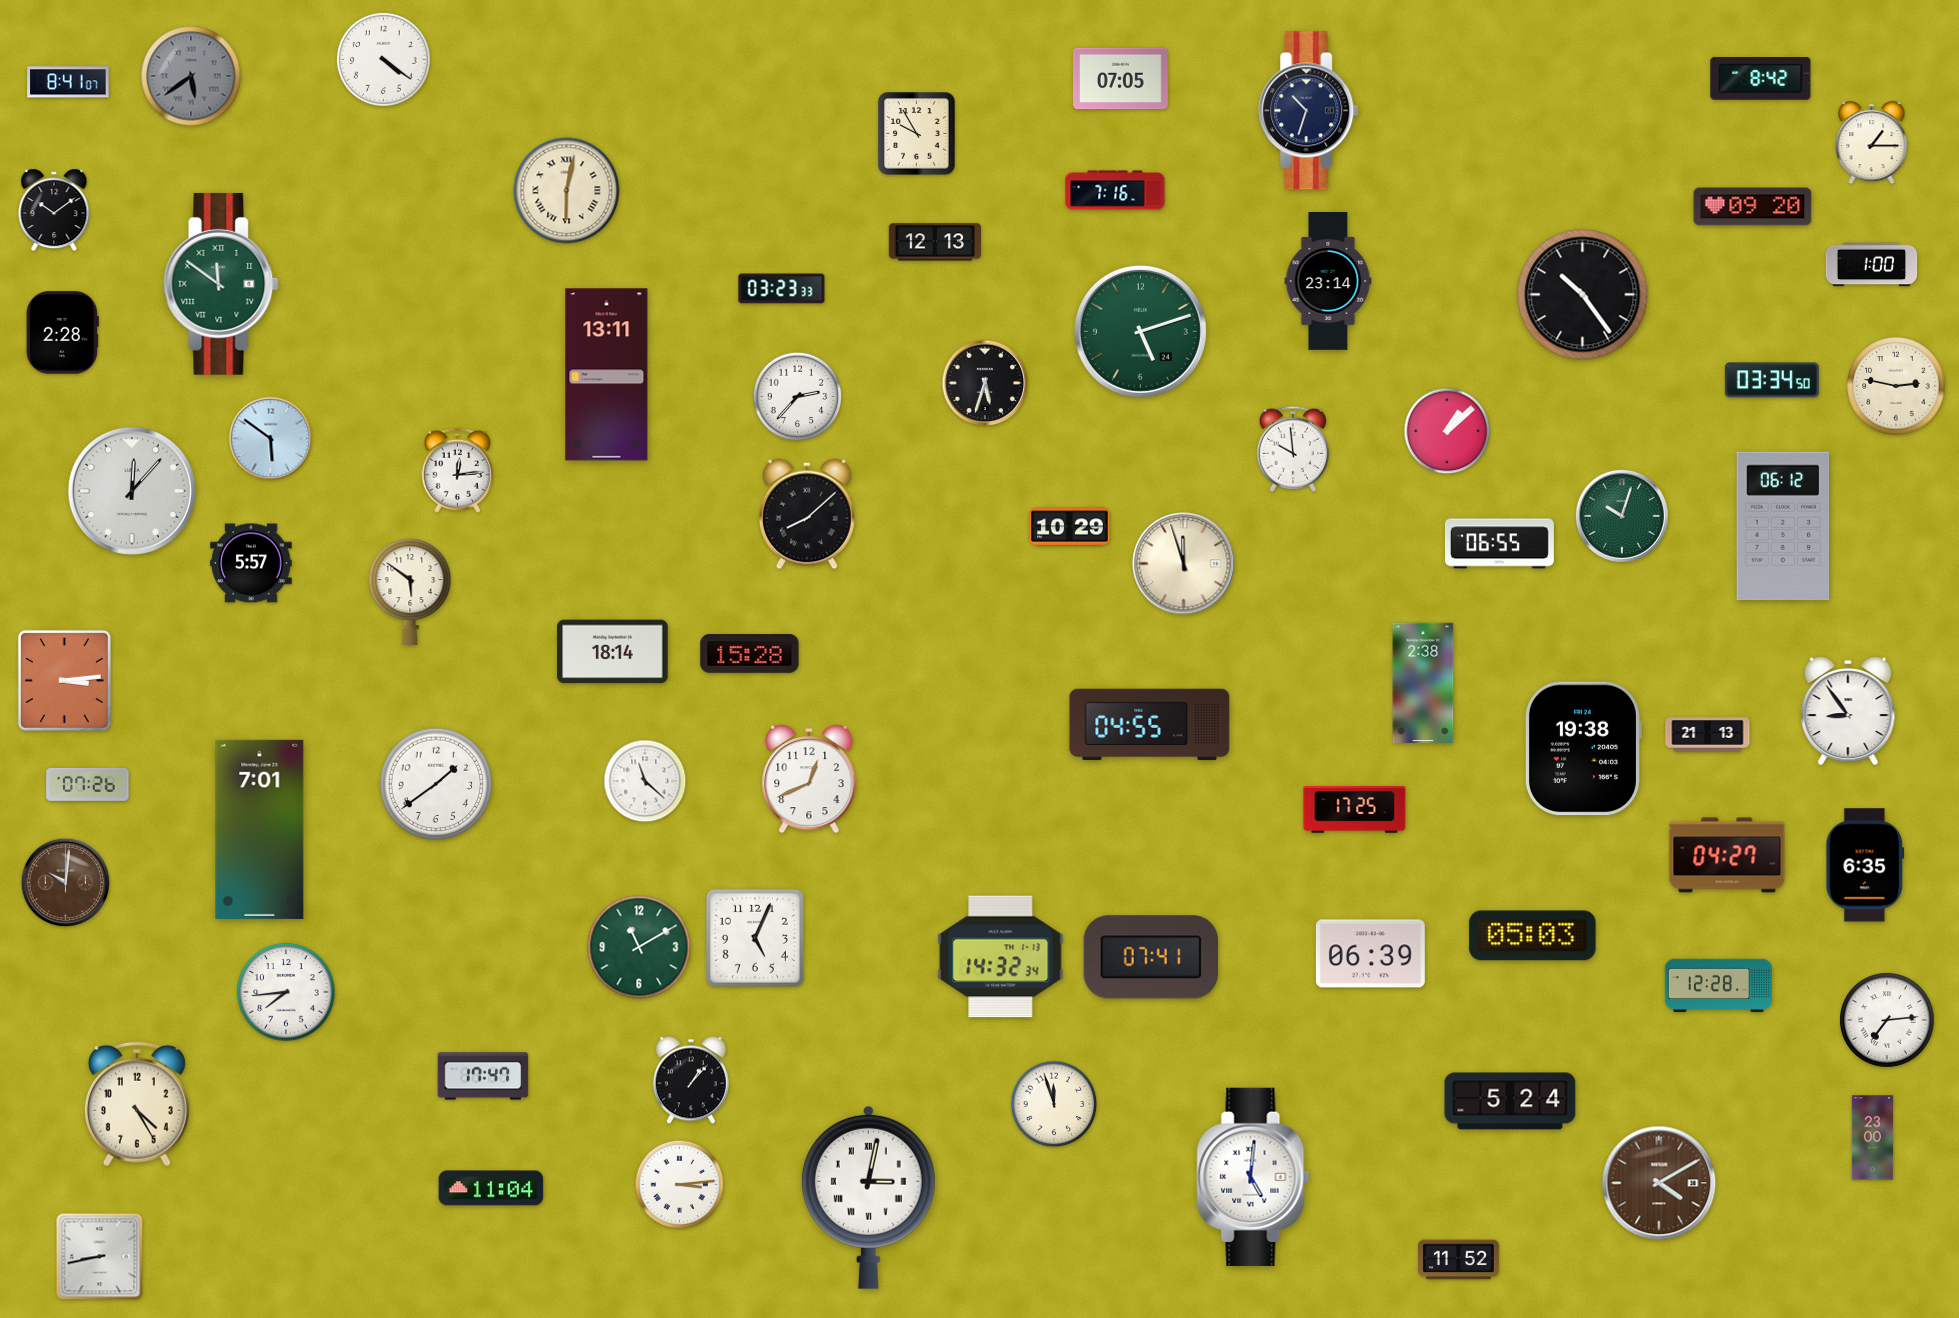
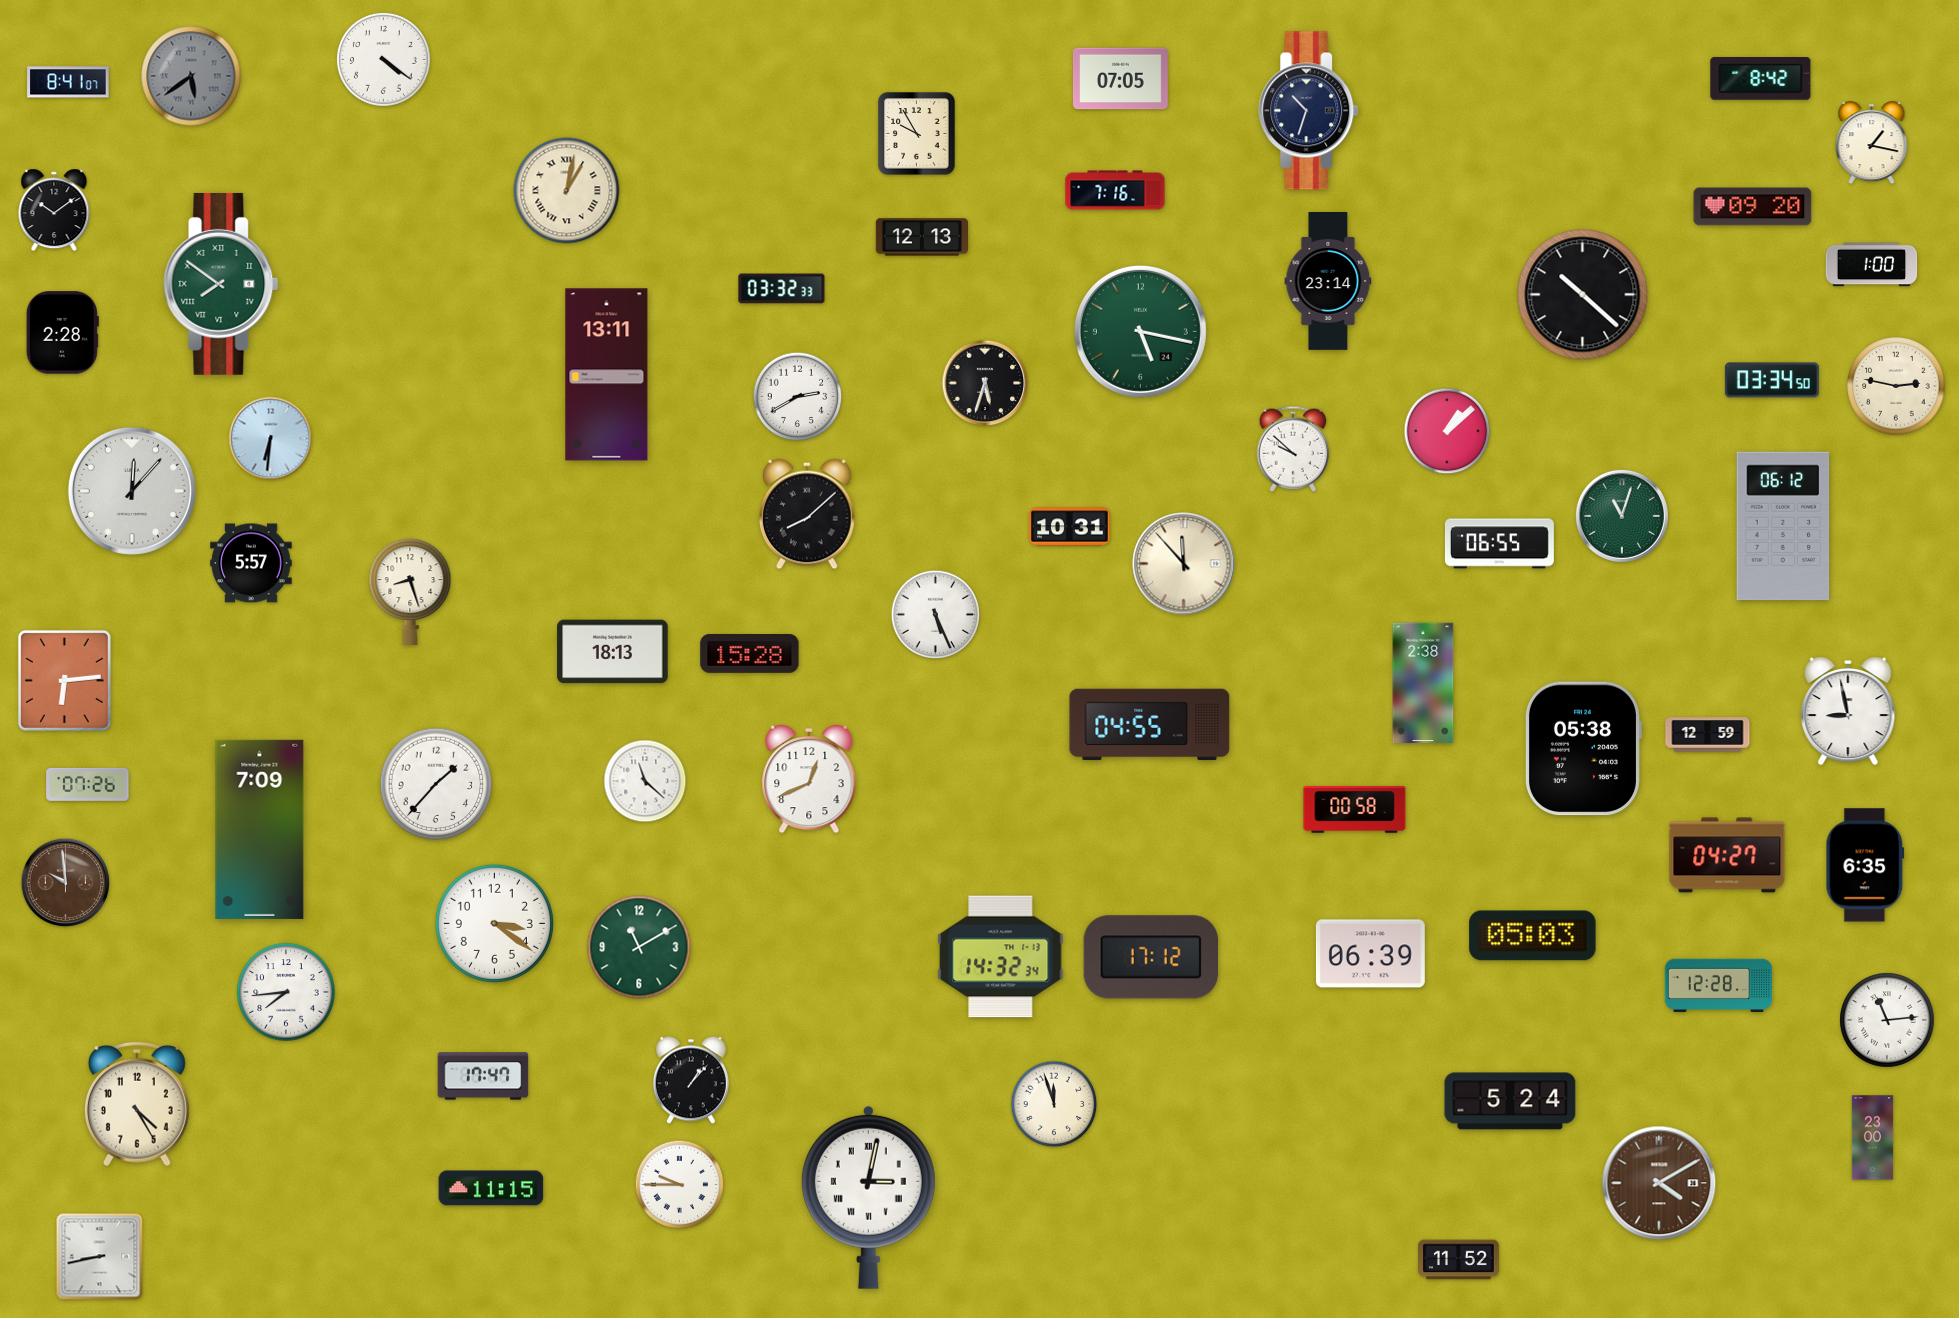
clock at (1872, 143): 1:15 -> 1:17
clock at (567, 191): 6:02 -> 1:02
clock at (934, 242) position: (934, 242) -> (921, 237)
clock at (221, 284): 11:51 -> 7:51
clock at (782, 289): 03:23 -> 03:32
clock at (1583, 295): 10:24 -> 10:22
clock at (1140, 331): 5:12 -> 5:17
clock at (798, 397): 2:37 -> 2:40
clock at (271, 439): 5:51 -> 6:31
clock at (1293, 449): 9:59 -> 9:52
clock at (458, 470): 12:14 -> none
clock at (1622, 516): 10:03 -> 11:03
clock at (1070, 527): 10:29 -> 10:31
clock at (1184, 564): 11:57 -> 11:53
clock at (410, 591): 5:51 -> 8:27
clock at (936, 615): none -> 5:26
clock at (613, 652): 18:14 -> 18:13
clock at (64, 680): 3:14 -> 6:14
clock at (1848, 711): 8:54 -> 8:58
clock at (1708, 735): 21:13 -> 12:59
clock at (1583, 749): 19:38 -> 05:38
clock at (436, 784): 1:39 -> 1:37
clock at (1355, 810): 17:25 -> 00:58
clock at (260, 829): 7:01 -> 7:09
clock at (66, 883): 10:01 -> 9:59
clock at (494, 923): none -> 3:21
clock at (755, 938): 5:04 -> none
clock at (1150, 957): 07:41 -> 17:12
clock at (1888, 1021): 7:14 -> 11:14
clock at (1253, 1177): 5:01 -> none
clock at (680, 1185): 3:14 -> 9:45
clock at (491, 1188): 11:04 -> 11:15
